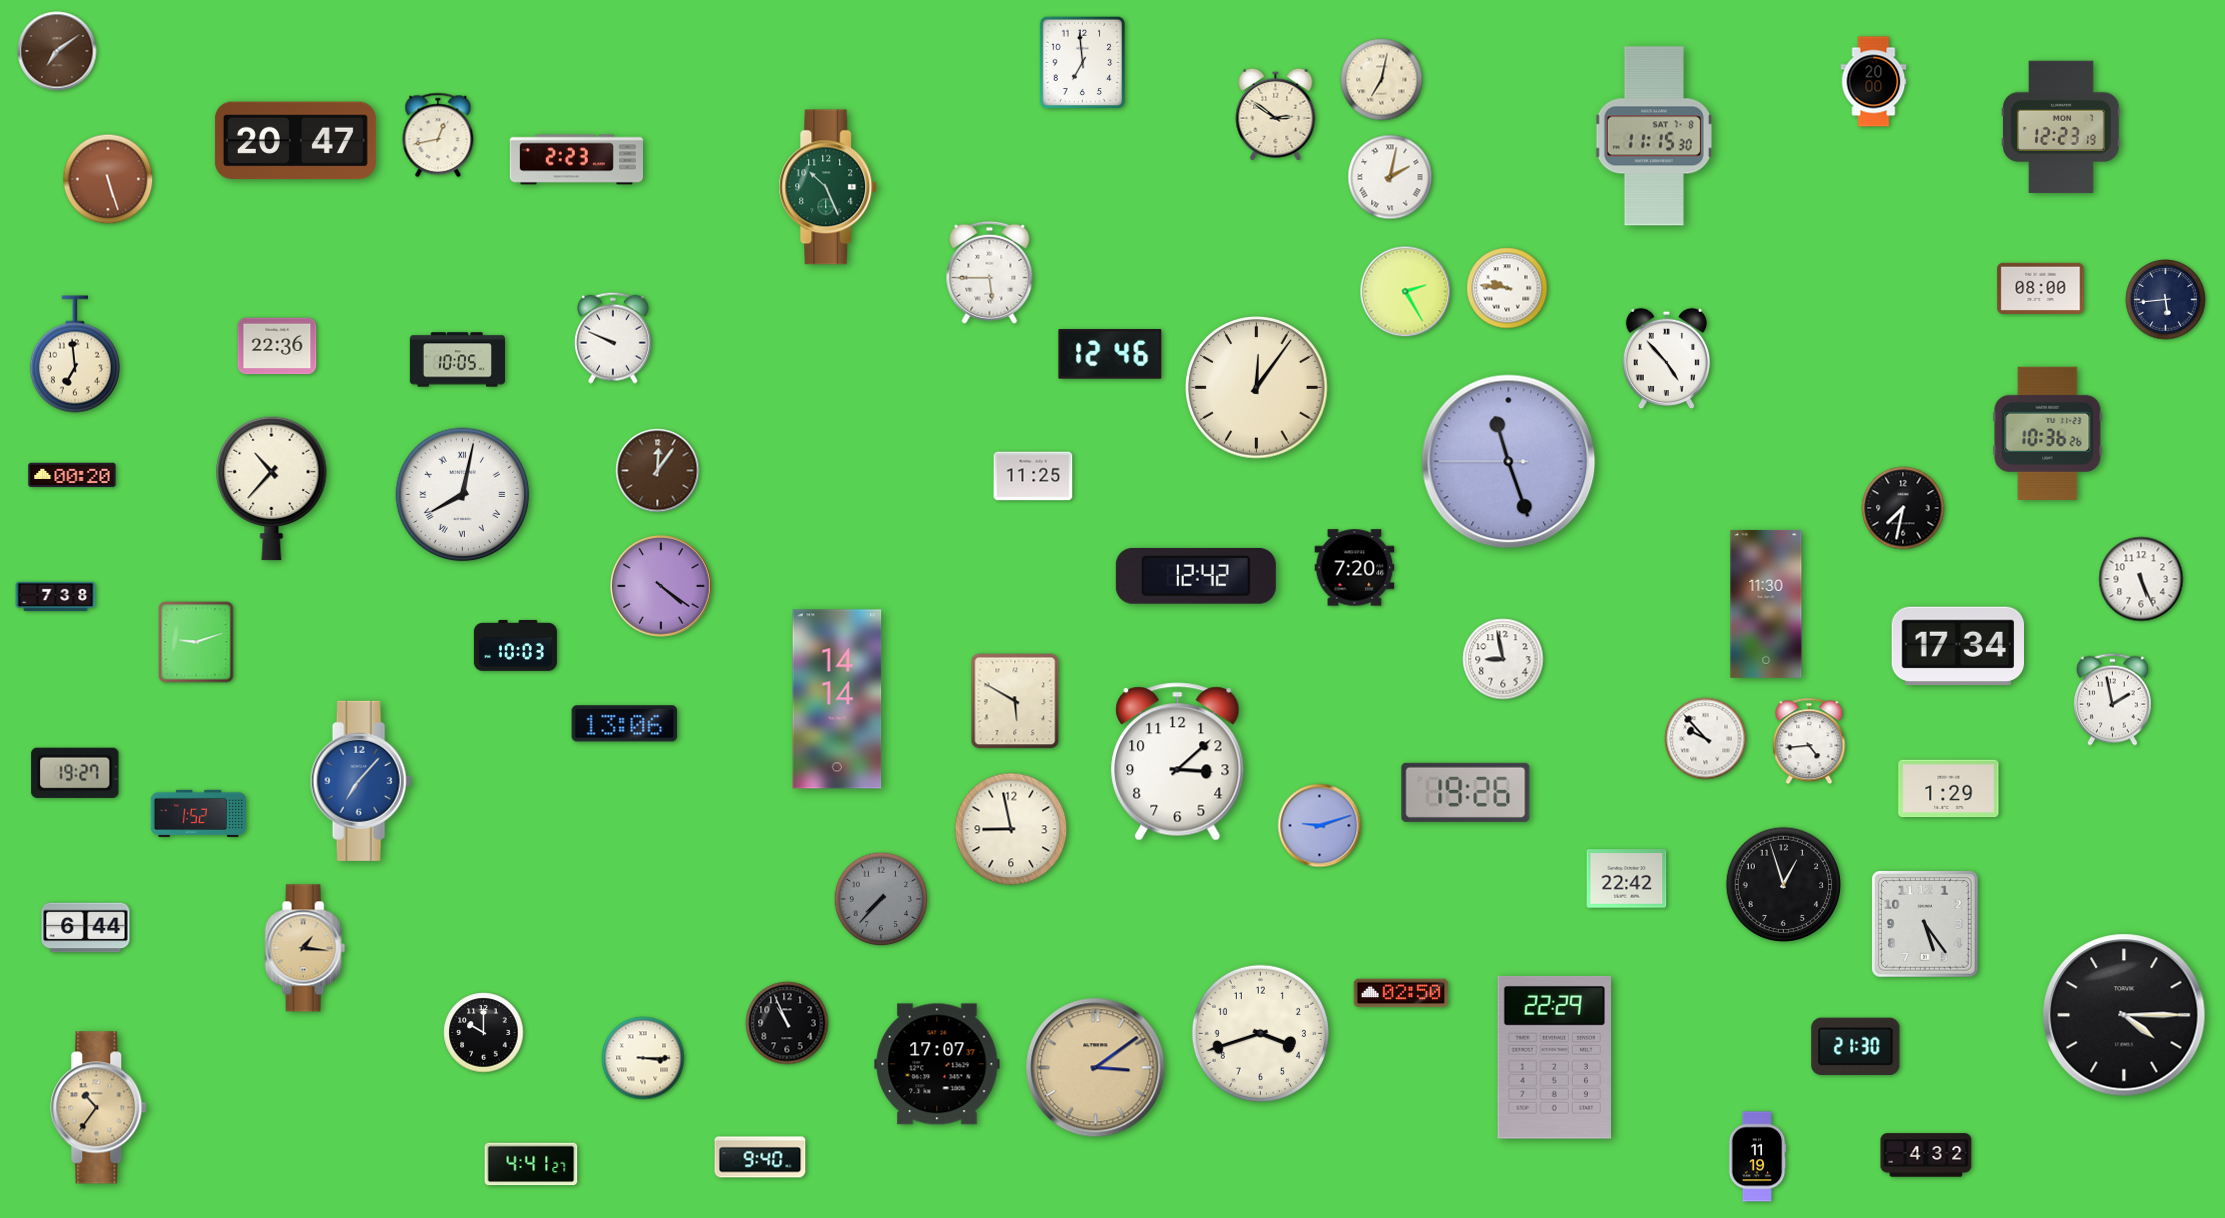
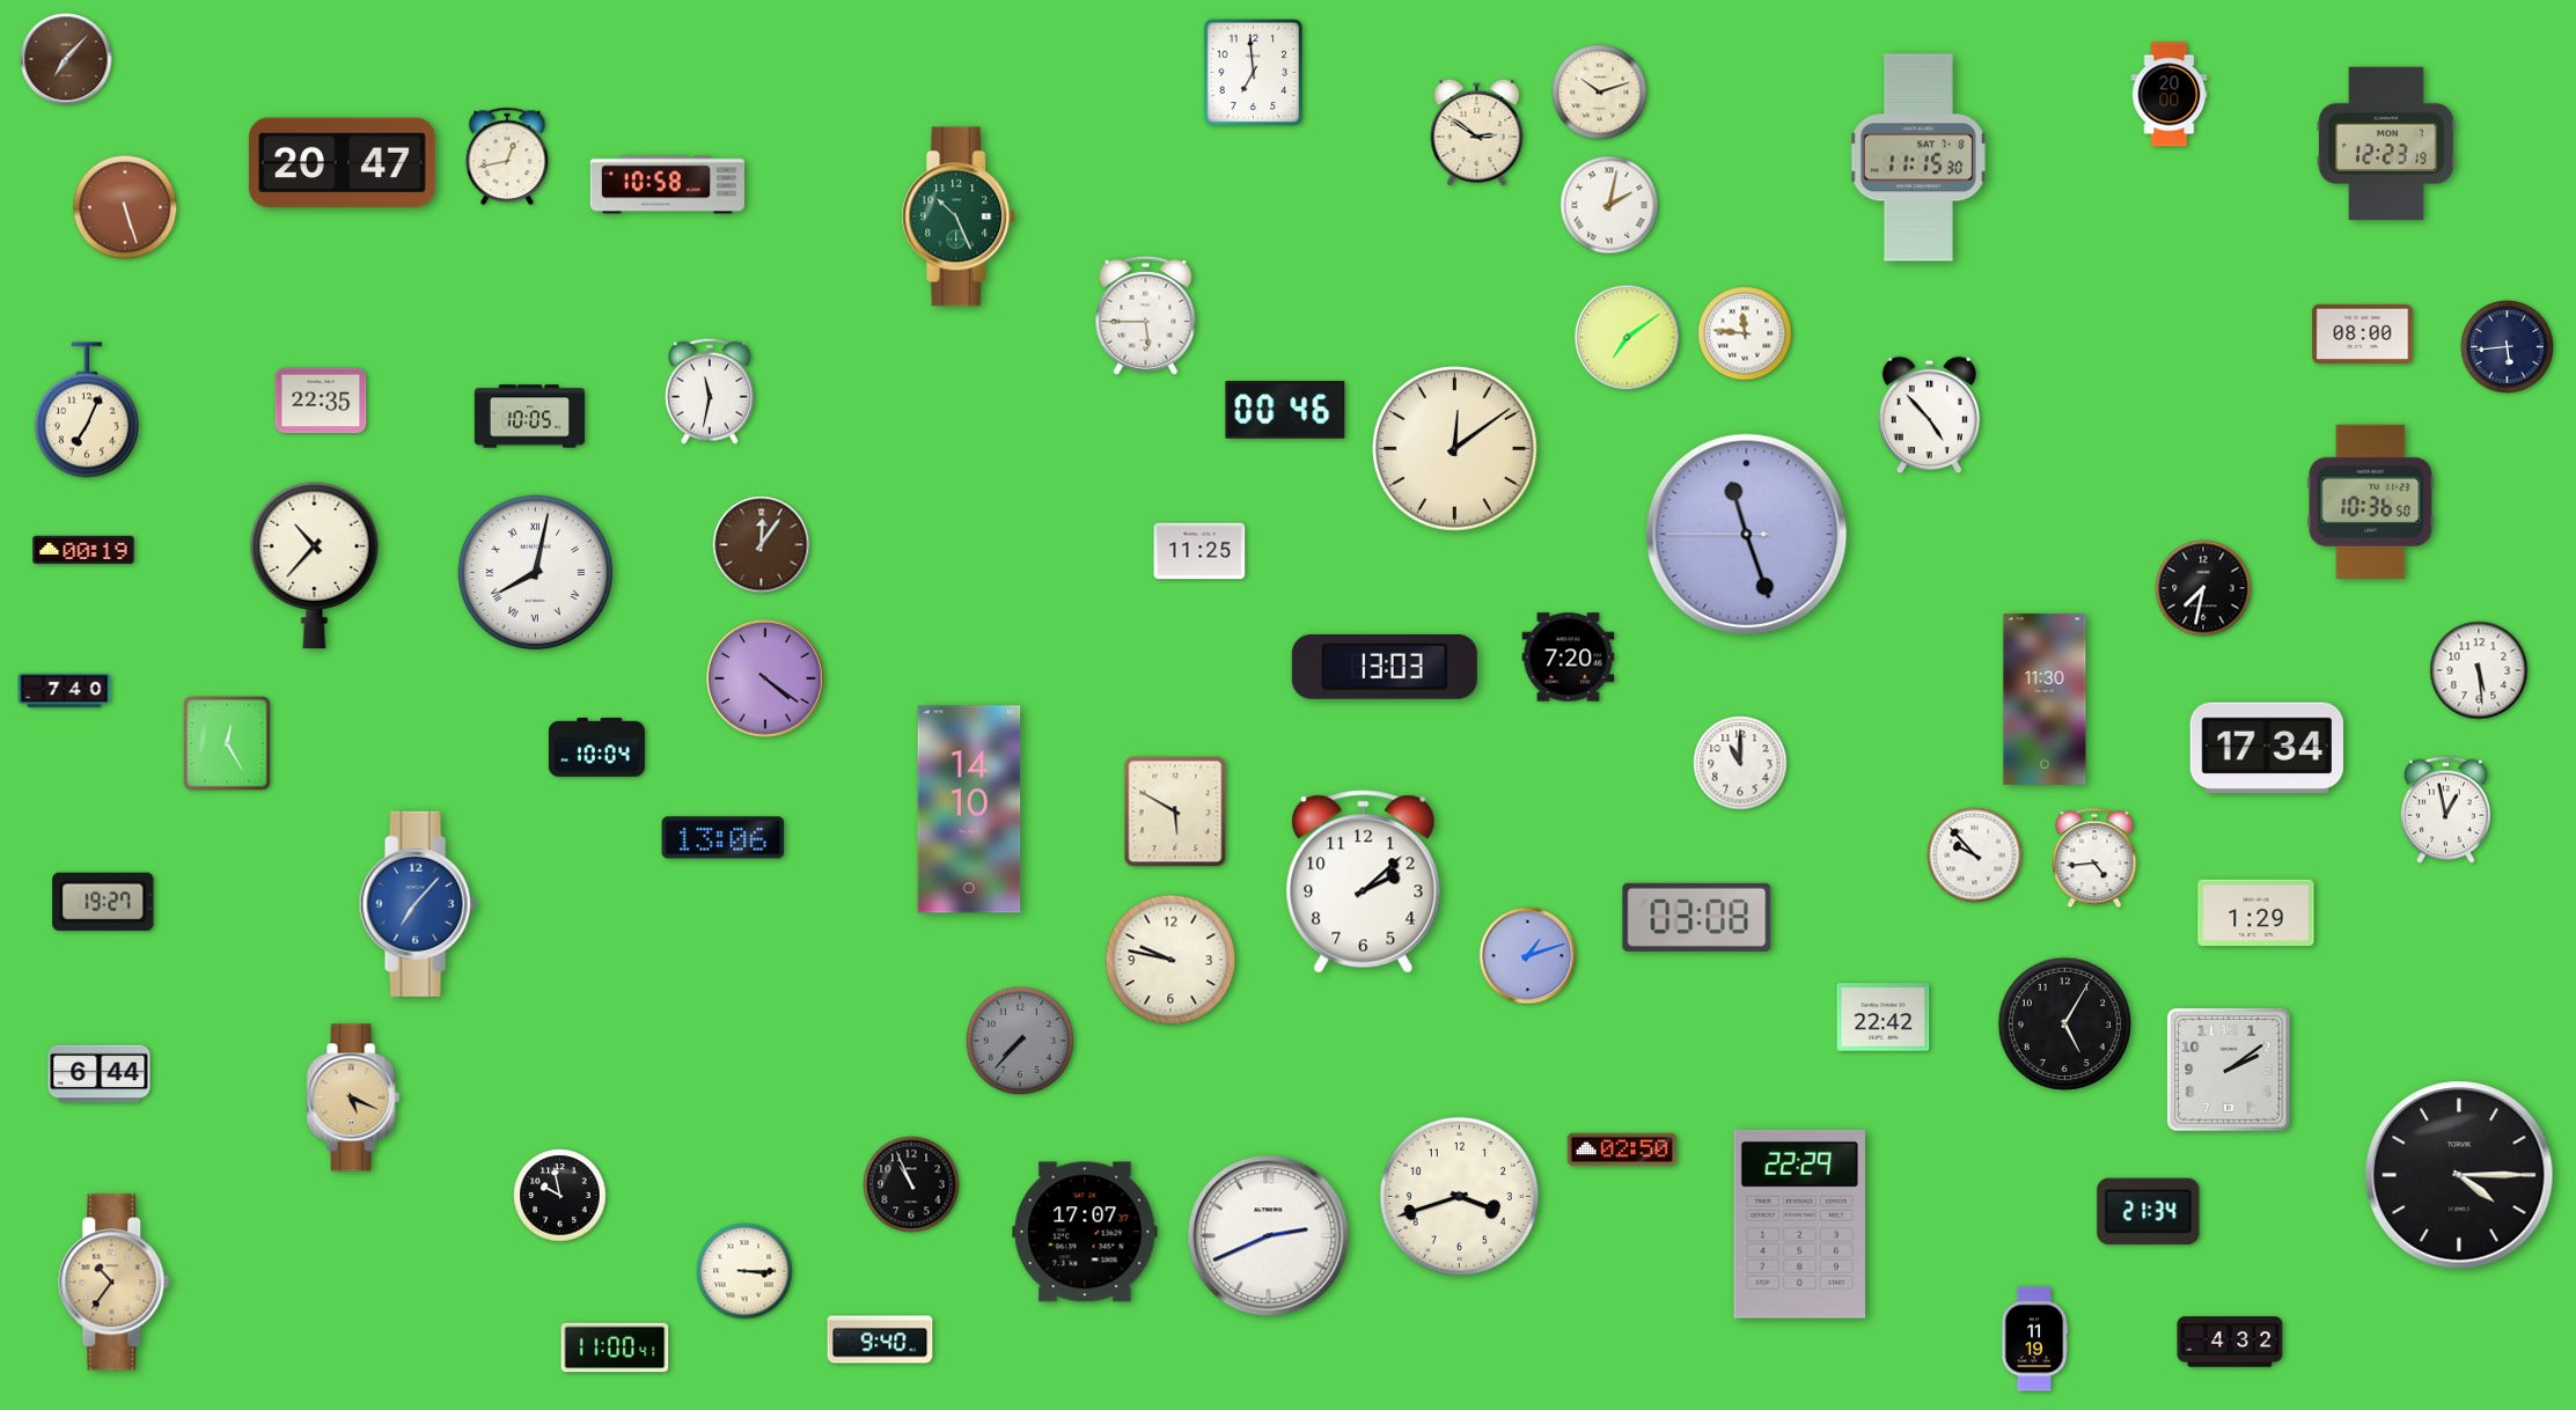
clock at (57, 51): 7:09 -> 7:07
clock at (1382, 80): 7:02 -> 10:12
clock at (2062, 127) position: (2062, 127) -> (2387, 144)
clock at (1654, 136) position: (1654, 136) -> (1918, 157)
clock at (576, 160): 2:23 -> 10:58
clock at (1507, 288): 9:46 -> 11:46
clock at (1406, 292): 2:25 -> 7:09
clock at (614, 338): 9:49 -> 11:32
clock at (277, 346): 22:36 -> 22:35
clock at (75, 354): 6:59 -> 7:04
clock at (1110, 354): 12:46 -> 00:46
clock at (1257, 388): 12:06 -> 12:09
clock at (2048, 433): 10:36:26 -> 10:36:50
clock at (72, 475): 00:20 -> 00:19
clock at (1033, 476) position: (1033, 476) -> (1199, 551)
clock at (1196, 576): 12:42 -> 13:03
clock at (2141, 579): 5:26 -> 5:29
clock at (56, 597): 7:38 -> 7:40
clock at (196, 642): 9:12 -> 12:25
clock at (515, 645): 10:03 -> 10:04
clock at (1503, 659): 8:58 -> 11:00
clock at (837, 699): 14:14 -> 14:10
clock at (2112, 699): 1:58 -> 12:58
clock at (1178, 762): 3:08 -> 2:08
clock at (75, 773) position: (75, 773) -> (103, 902)
clock at (1466, 792): 19:26 -> 03:08
clock at (198, 813): 1:52 -> none
clock at (1320, 826): 9:12 -> 1:12
clock at (1011, 829): 8:58 -> 9:47
clock at (1783, 884): 12:57 -> 5:05
clock at (1926, 925): 5:24 -> 2:09
clock at (305, 948): 1:16 -> 5:19
clock at (484, 1033): 10:00 -> 9:58
clock at (1856, 1047): 21:30 -> 21:34
clock at (643, 1058) position: (643, 1058) -> (744, 1271)
clock at (1096, 1068): 3:09 -> 2:41
clock at (1096, 1068) dial: champagne -> white
clock at (1926, 1155) position: (1926, 1155) -> (2230, 1342)
clock at (531, 1164): 4:41 -> 11:00
